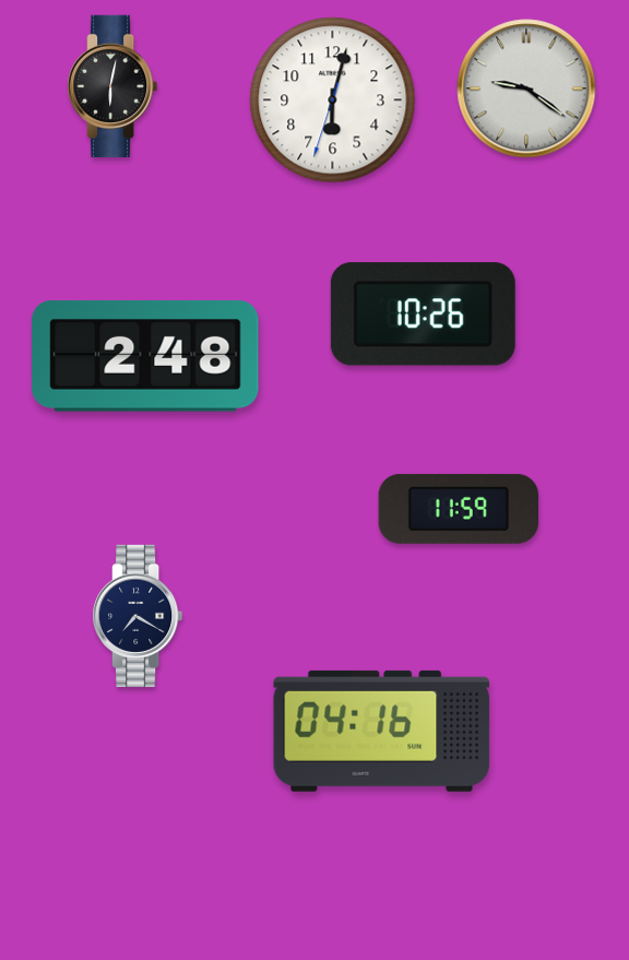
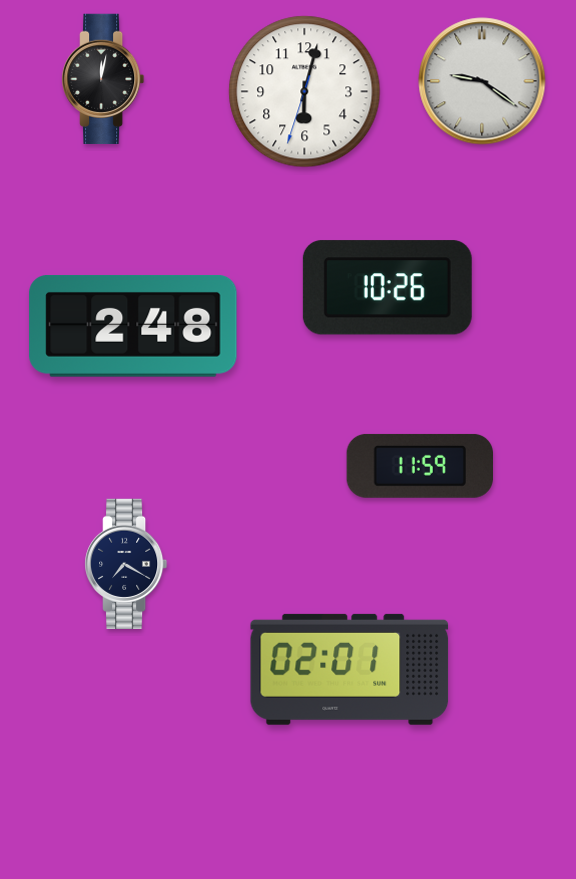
clock at (112, 86): 6:02 -> 12:02
clock at (382, 731): 04:16 -> 02:01
